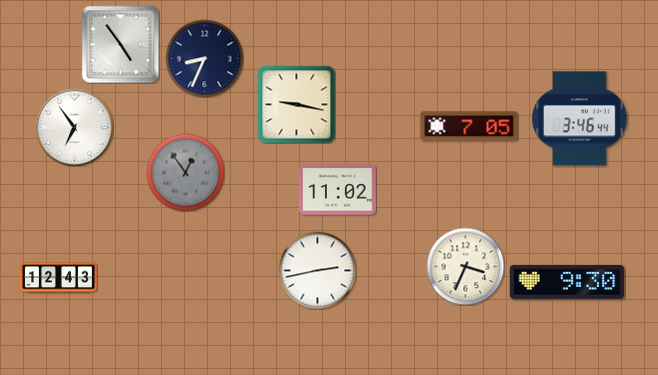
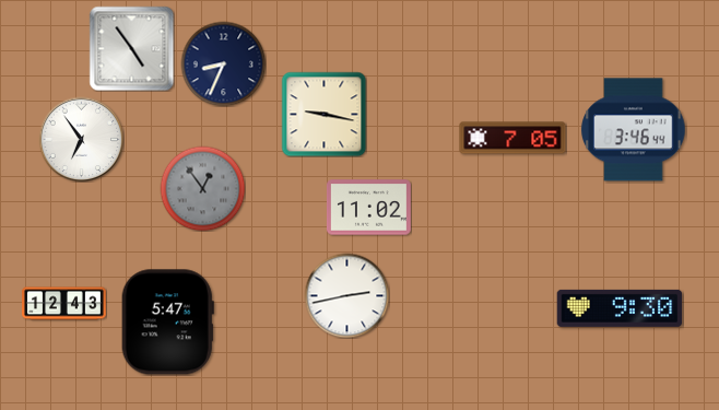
clock at (465, 266): 3:34 -> none
clock at (167, 323): none -> 5:47
